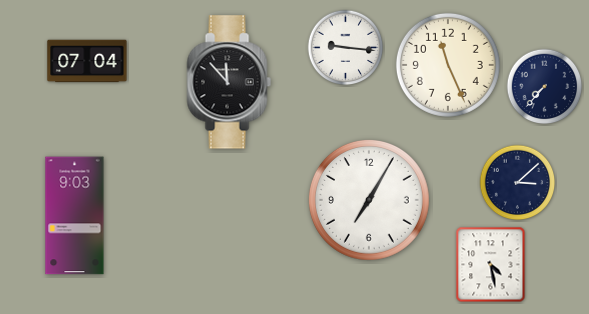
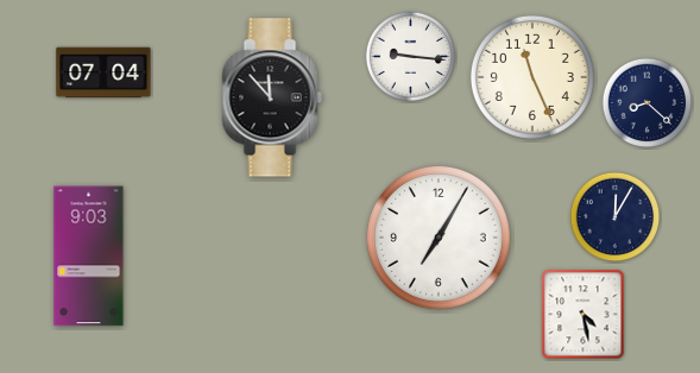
clock at (545, 87): 7:37 -> 8:22
clock at (518, 183): 3:08 -> 12:05
